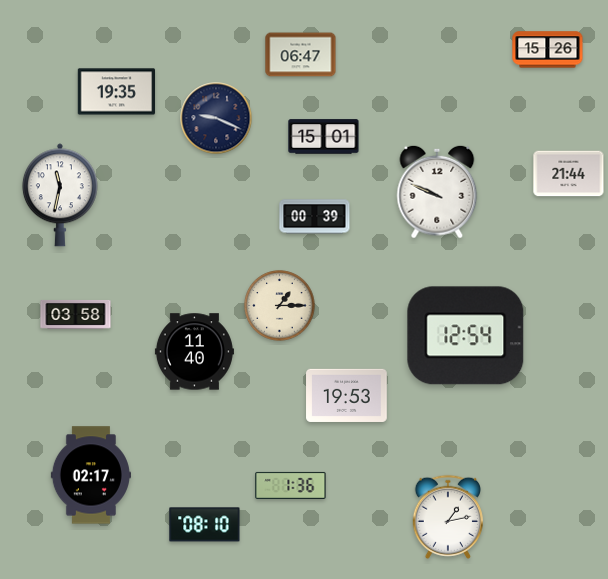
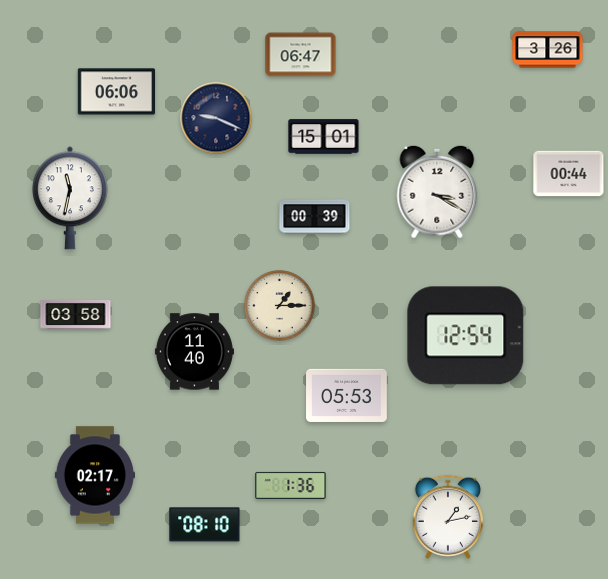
clock at (548, 50): 15:26 -> 3:26
clock at (117, 92): 19:35 -> 06:06
clock at (569, 174): 21:44 -> 00:44
clock at (437, 192): 9:49 -> 3:20
clock at (60, 195) position: (60, 195) -> (70, 198)
clock at (347, 395): 19:53 -> 05:53
clock at (91, 475) position: (91, 475) -> (95, 475)
